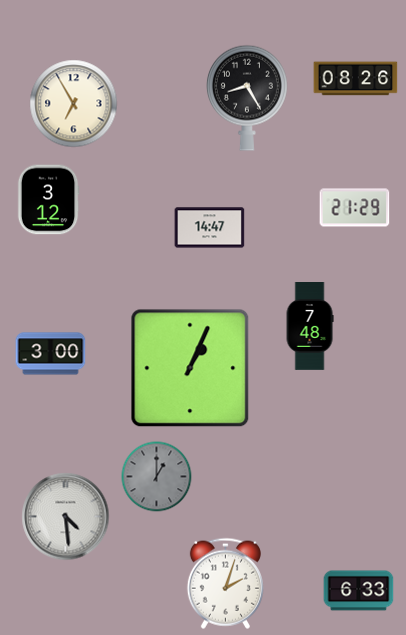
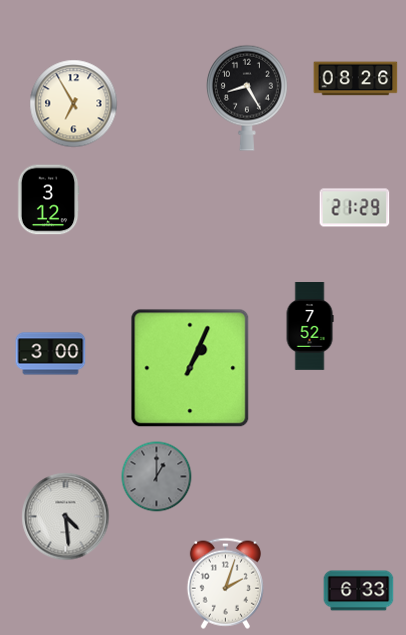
clock at (210, 228): 14:47 -> none
clock at (310, 327): 7:48 -> 7:52
